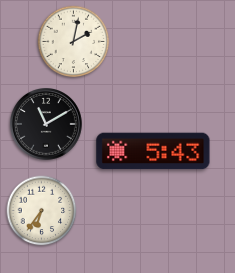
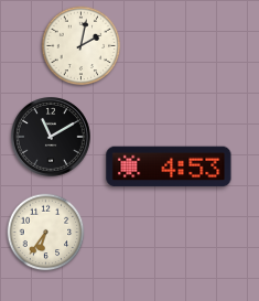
clock at (153, 151): 5:43 -> 4:53
